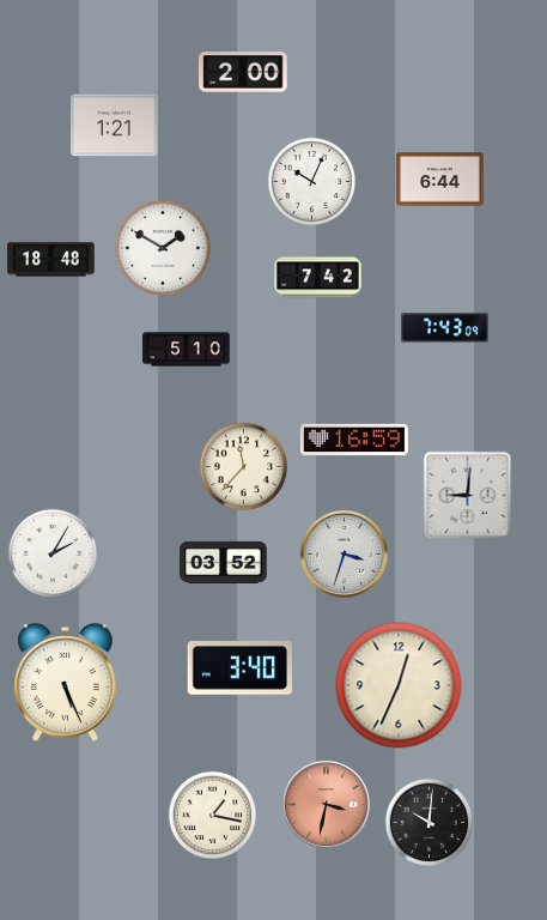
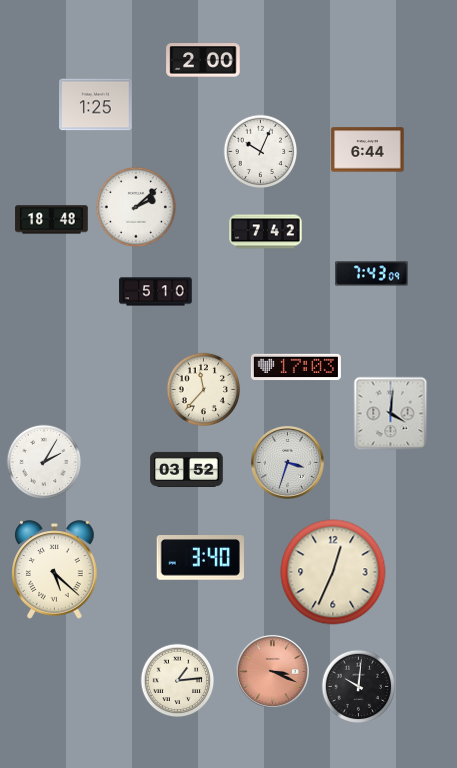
clock at (115, 126): 1:21 -> 1:25
clock at (163, 248): 1:50 -> 2:08
clock at (51, 260) position: (51, 260) -> (52, 220)
clock at (354, 440): 16:59 -> 17:03
clock at (468, 496): 9:01 -> 4:01
clock at (66, 683): 5:26 -> 5:22
clock at (326, 804): 3:32 -> 3:19
clock at (213, 816): 1:17 -> 1:14
